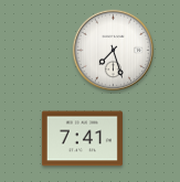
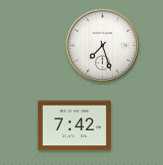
clock at (82, 139): 7:41 -> 7:42
